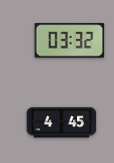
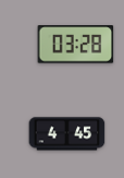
clock at (70, 41): 03:32 -> 03:28
